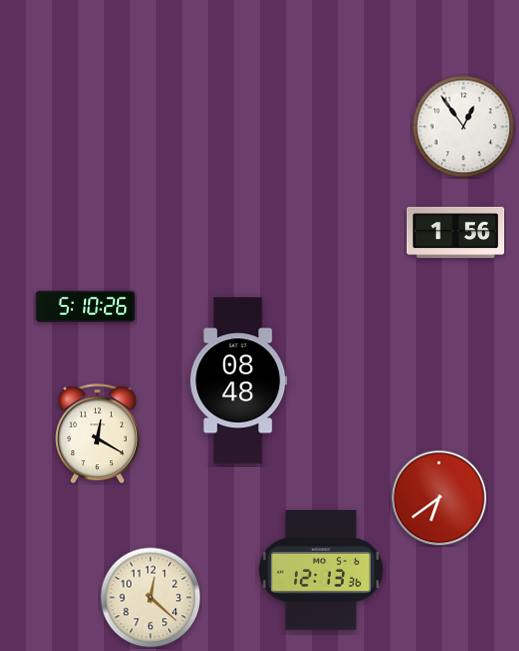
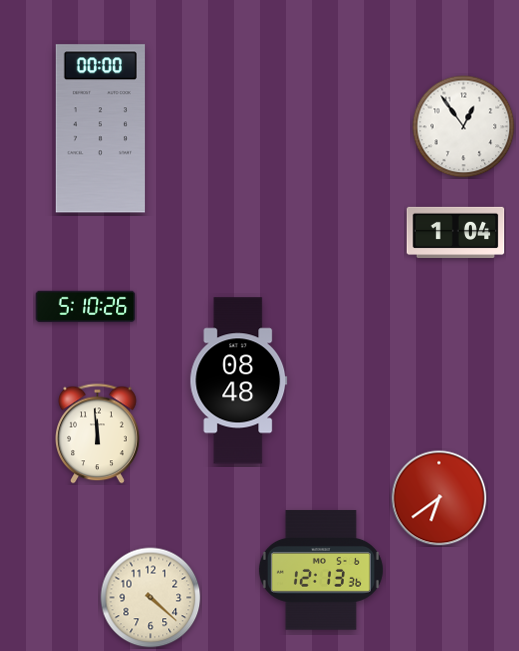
clock at (100, 129): none -> 00:00
clock at (456, 232): 1:56 -> 1:04
clock at (98, 434): 12:20 -> 11:59
clock at (151, 598): 12:22 -> 4:22
